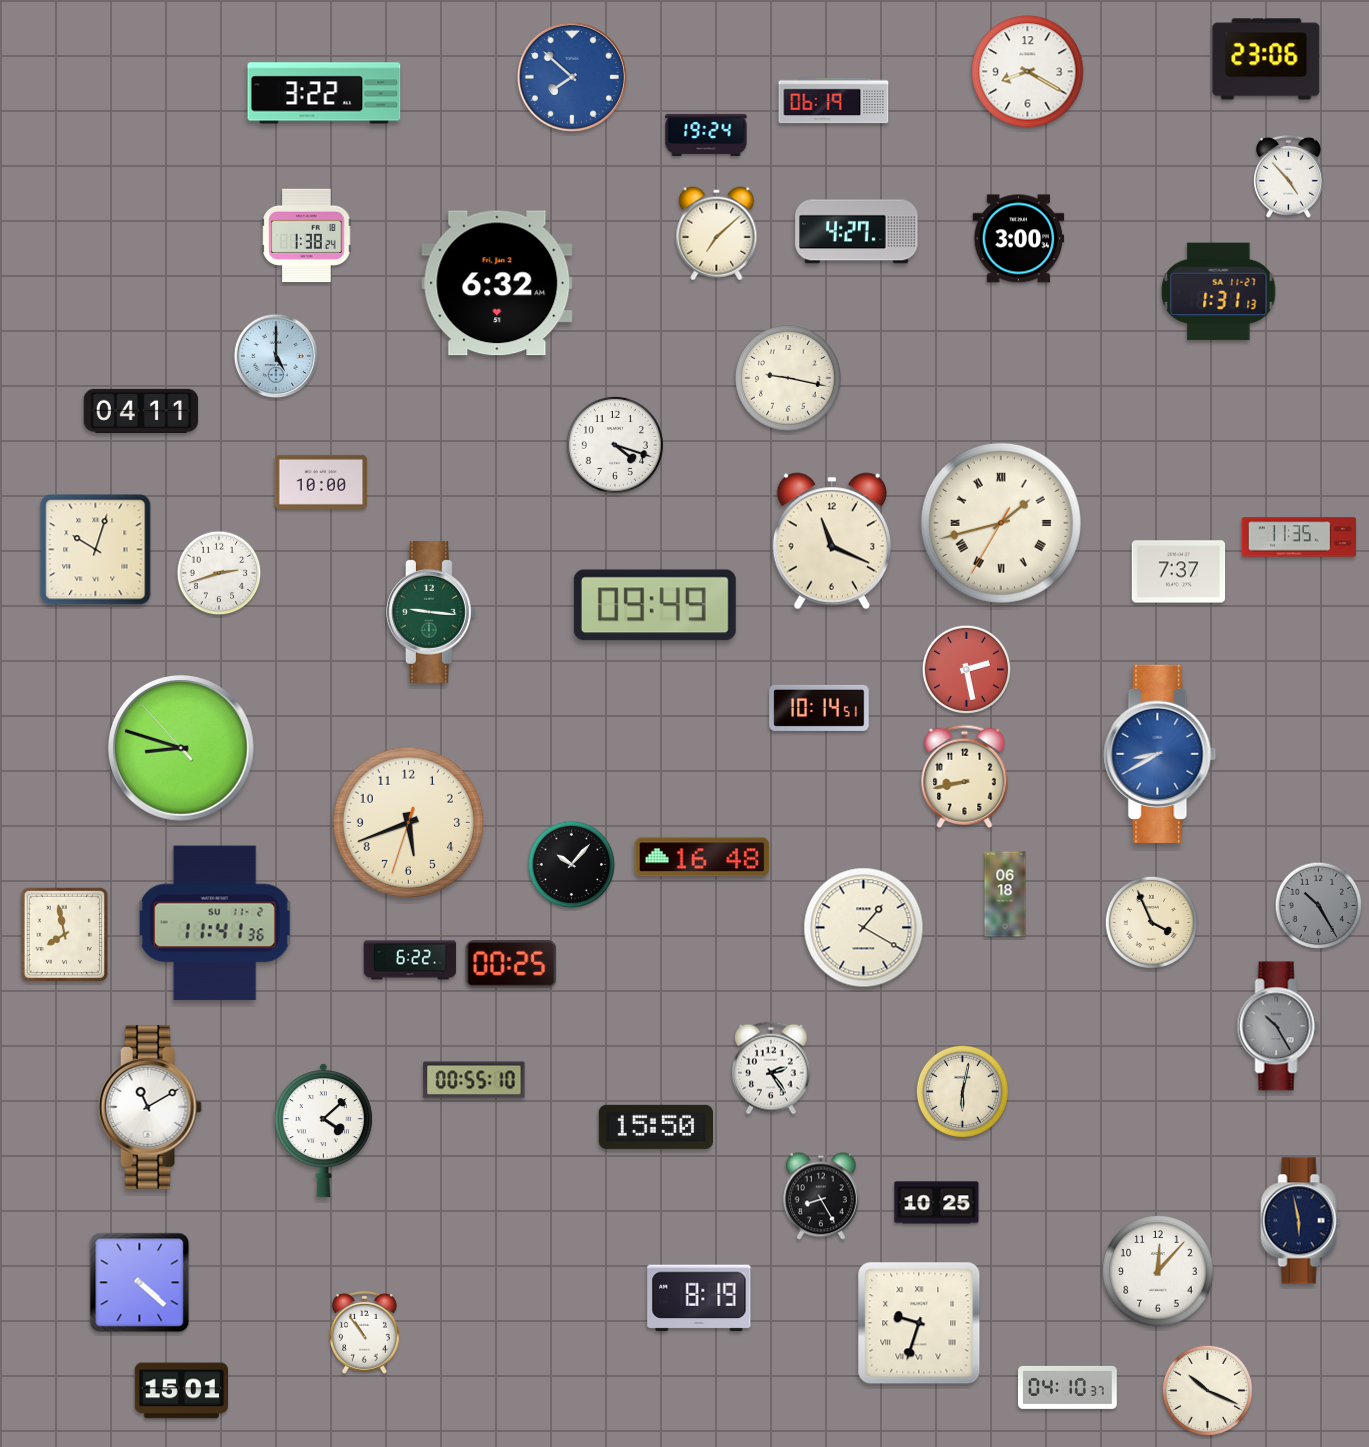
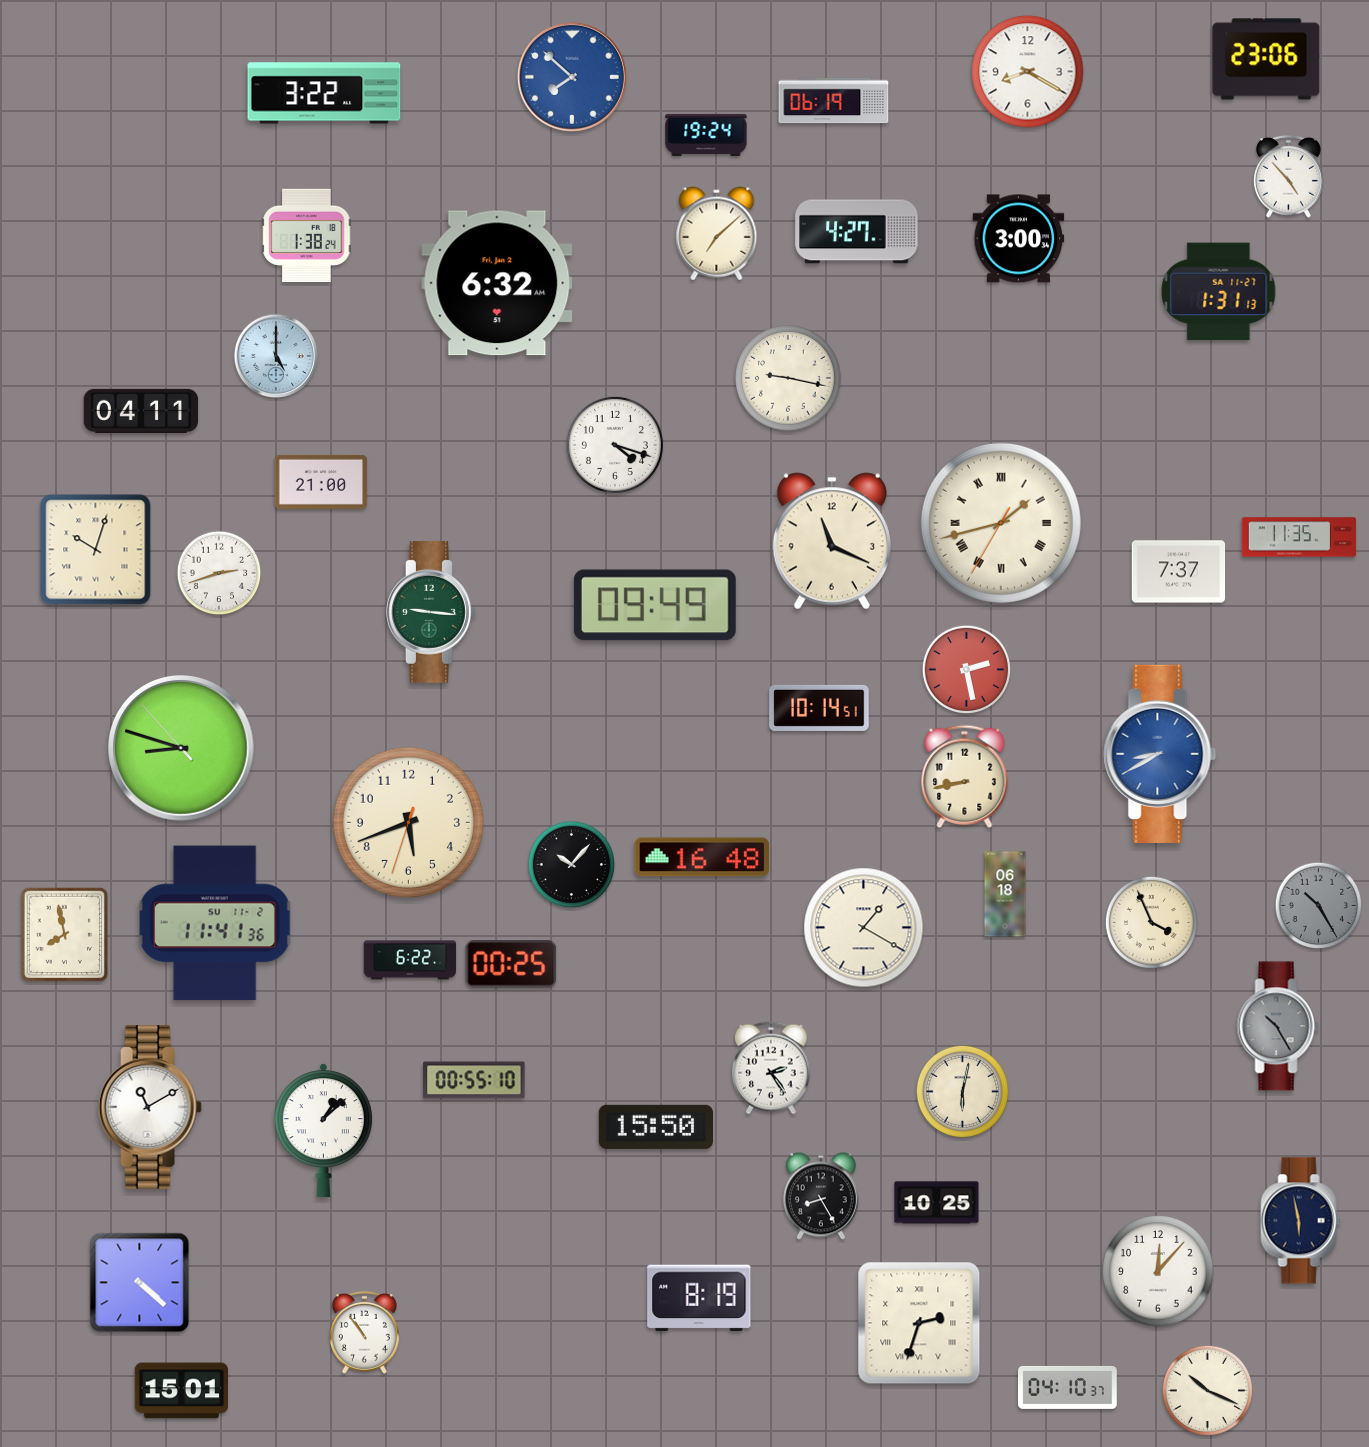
clock at (321, 482): 10:00 -> 21:00
clock at (323, 1131): 4:08 -> 1:08
clock at (919, 1323): 9:33 -> 2:33
